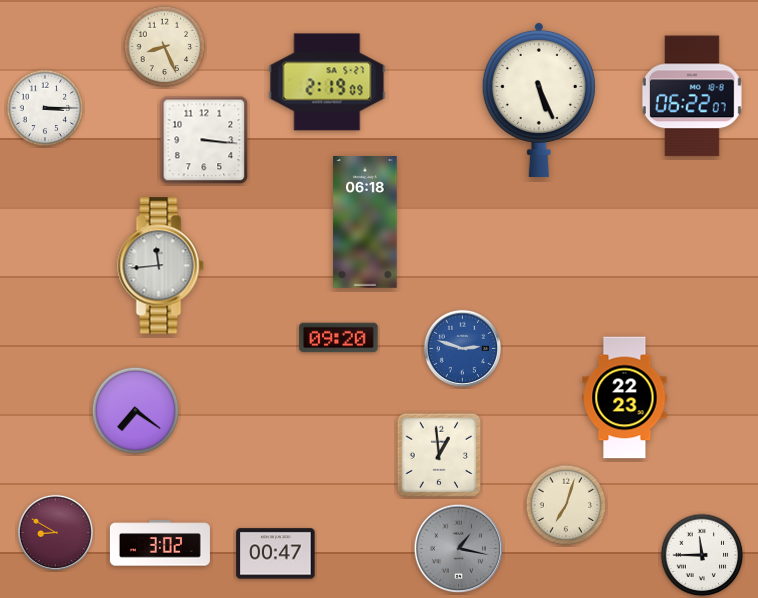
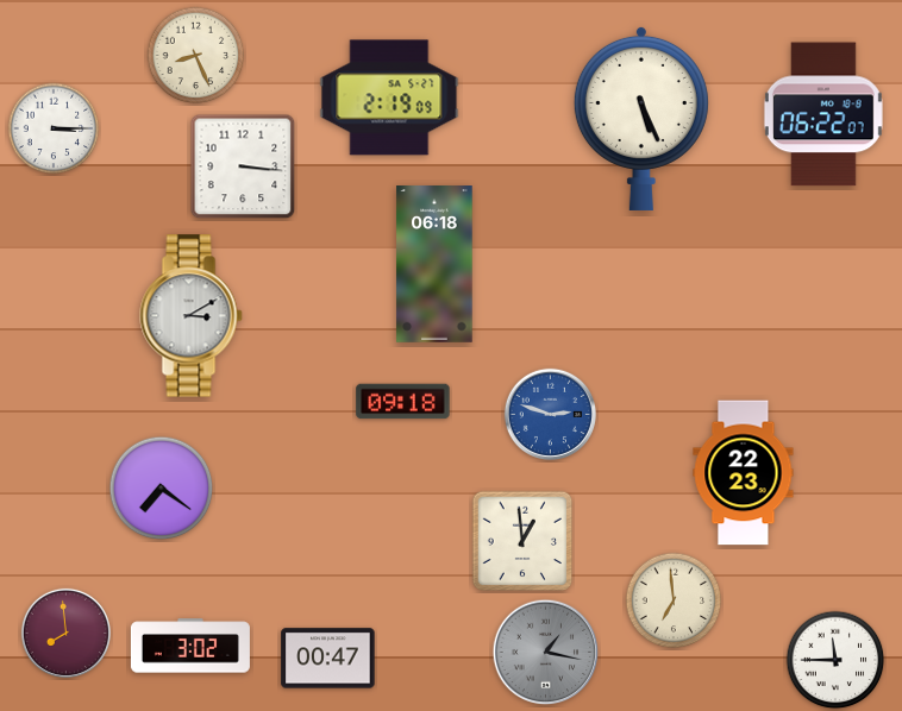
clock at (161, 266): 11:44 -> 3:10
clock at (339, 338): 09:20 -> 09:18
clock at (566, 505): 7:03 -> 6:59
clock at (55, 532): 8:50 -> 7:59
